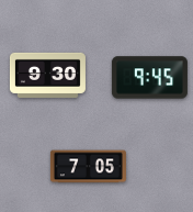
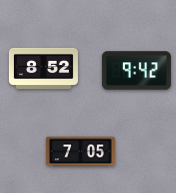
clock at (47, 75): 9:30 -> 8:52
clock at (149, 78): 9:45 -> 9:42
